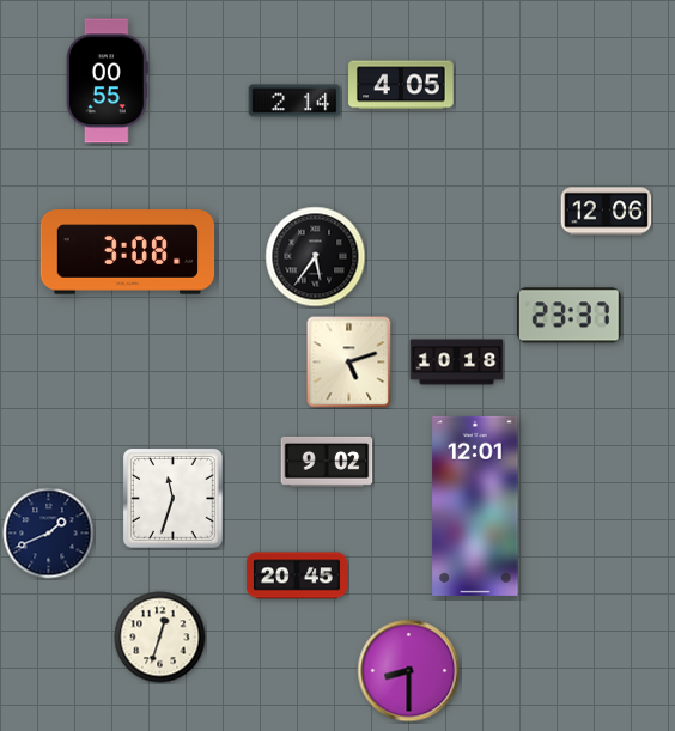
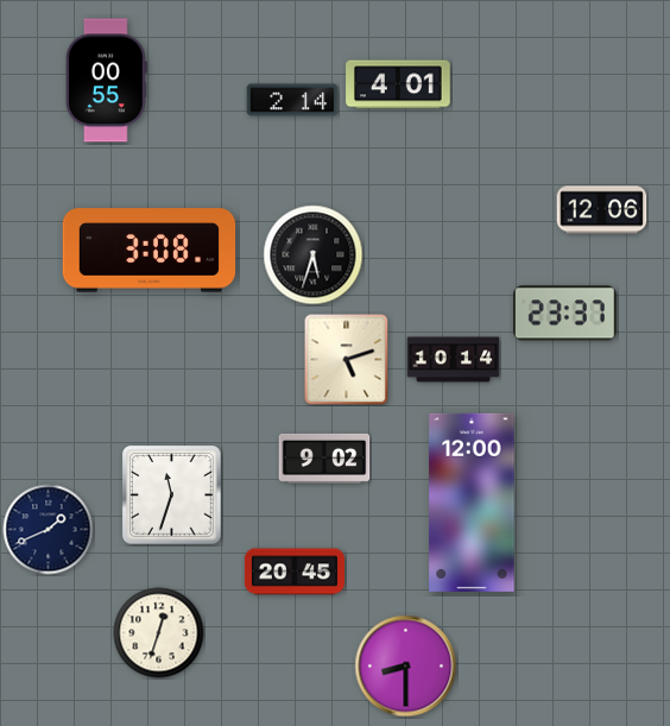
clock at (401, 85): 4:05 -> 4:01
clock at (128, 252) position: (128, 252) -> (150, 251)
clock at (316, 257): 5:36 -> 5:33
clock at (457, 363): 10:18 -> 10:14
clock at (475, 506): 12:01 -> 12:00
